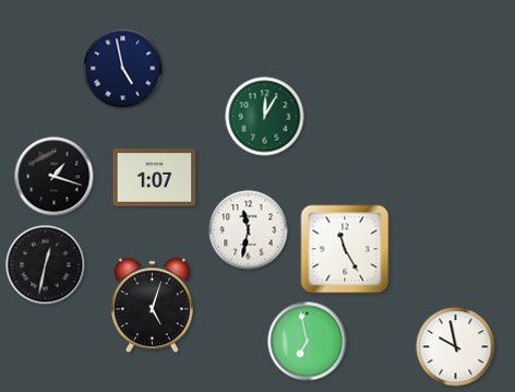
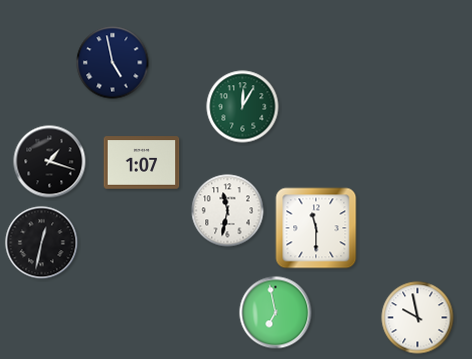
clock at (345, 249): 11:25 -> 11:30
clock at (152, 306): 5:03 -> none
clock at (308, 342) position: (308, 342) -> (276, 313)
